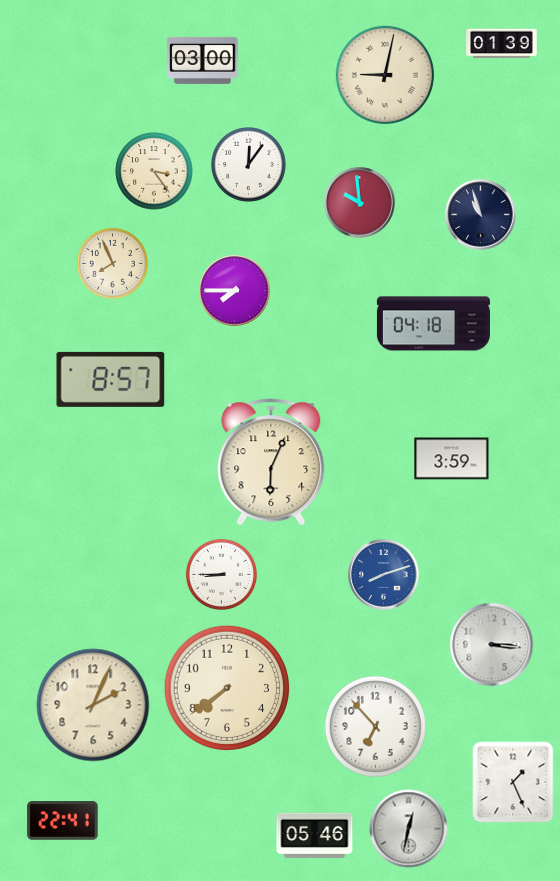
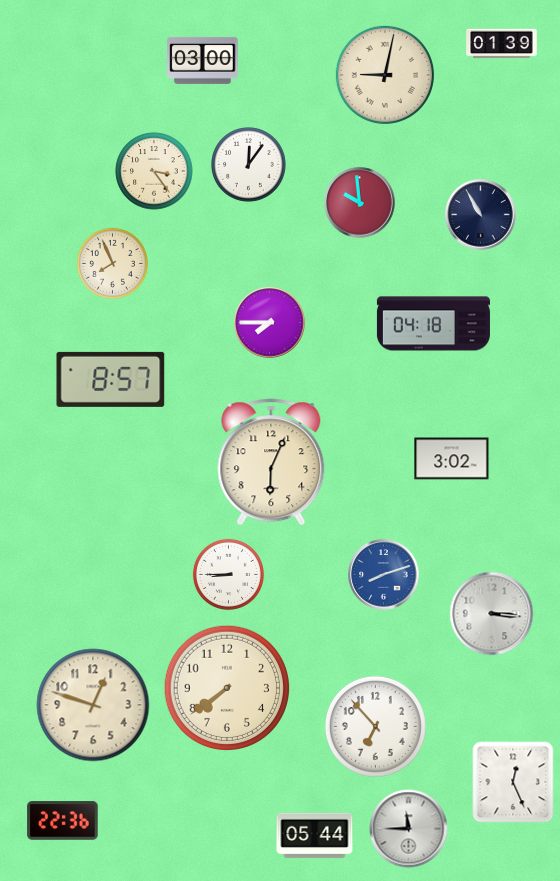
clock at (481, 215): 10:57 -> 10:55
clock at (235, 291) position: (235, 291) -> (270, 323)
clock at (452, 459): 3:59 -> 3:02
clock at (221, 574) position: (221, 574) -> (228, 574)
clock at (492, 645) position: (492, 645) -> (492, 614)
clock at (93, 705): 2:04 -> 12:48
clock at (513, 782): 1:26 -> 12:26
clock at (63, 821): 22:41 -> 22:36
clock at (409, 829): 12:32 -> 11:45
clock at (315, 836): 05:46 -> 05:44
